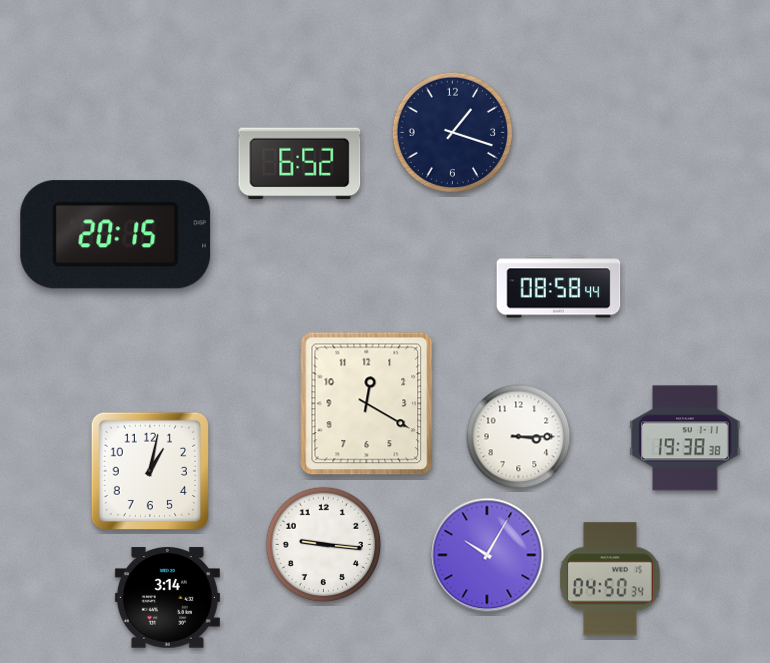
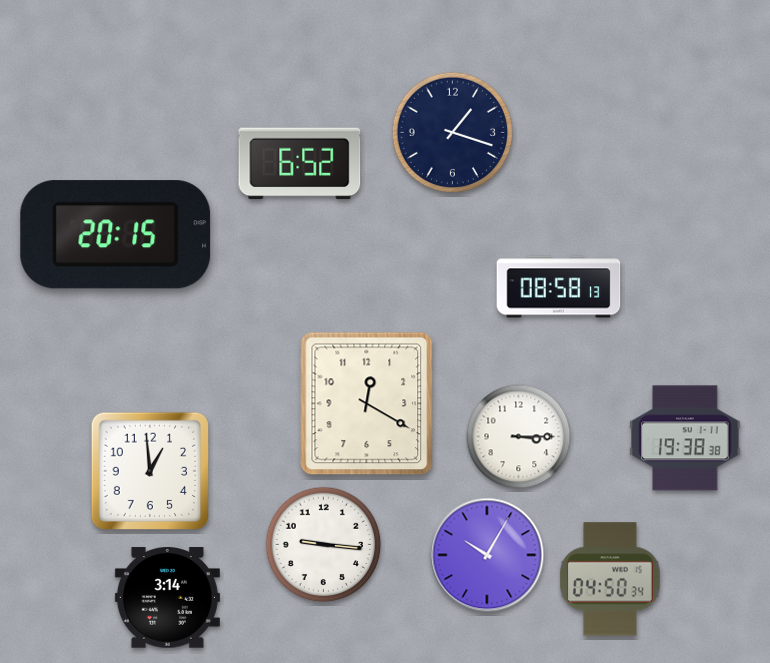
clock at (559, 287): 08:58:44 -> 08:58:13
clock at (150, 471): 1:02 -> 12:59
